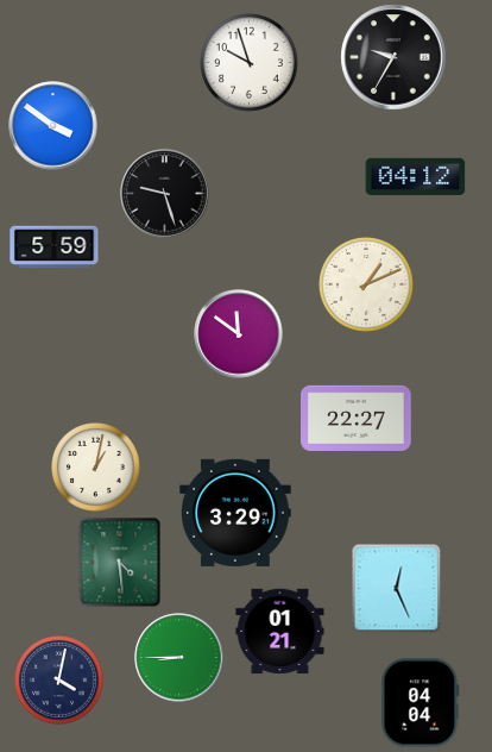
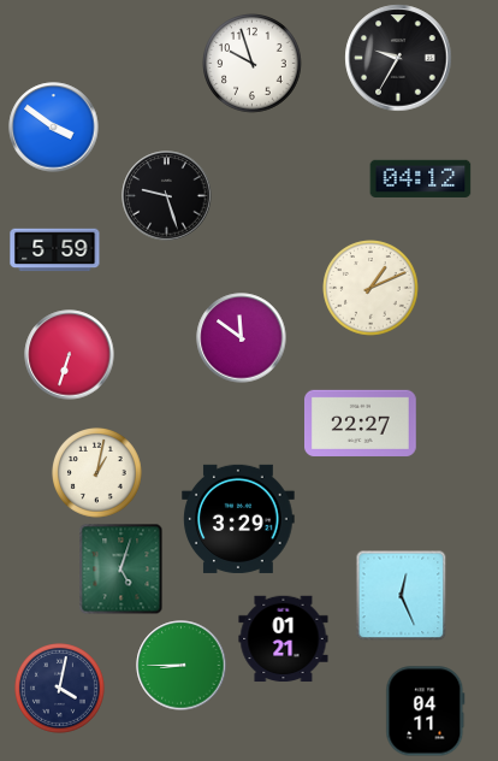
clock at (70, 355): none -> 6:33
clock at (120, 563): 4:29 -> 5:03
clock at (421, 703): 04:04 -> 04:11
